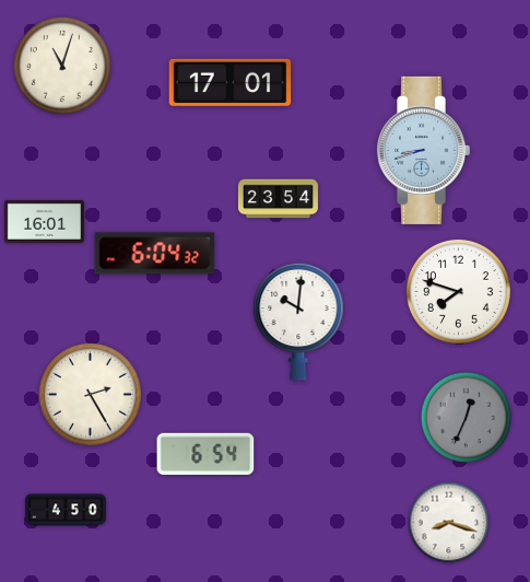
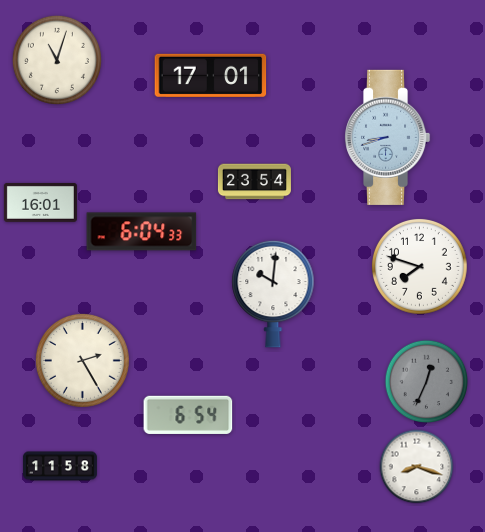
clock at (155, 254): 6:04:32 -> 6:04:33
clock at (66, 510): 4:50 -> 11:58
clock at (449, 523) position: (449, 523) -> (417, 467)
